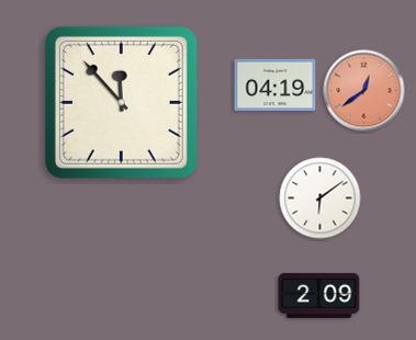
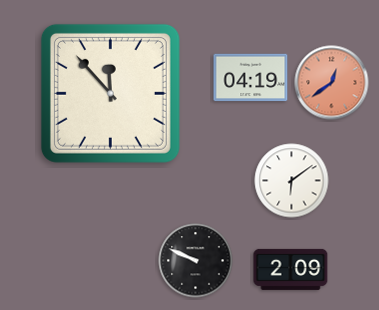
clock at (196, 261): none -> 9:49
